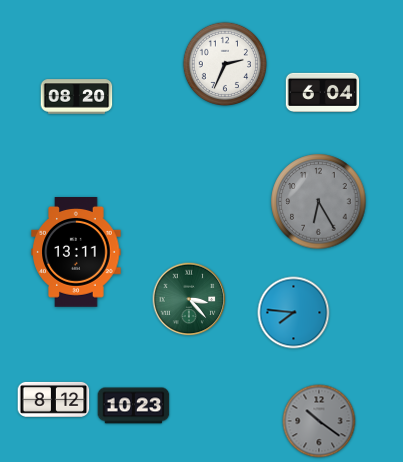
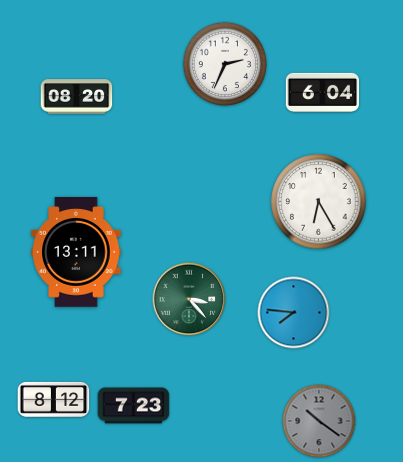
clock at (319, 202) dial: grey -> white
clock at (134, 406): 10:23 -> 7:23
